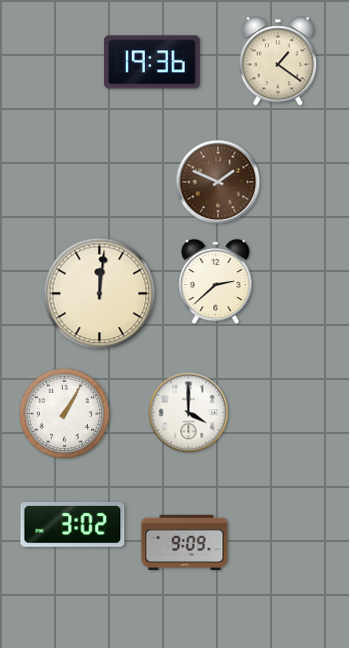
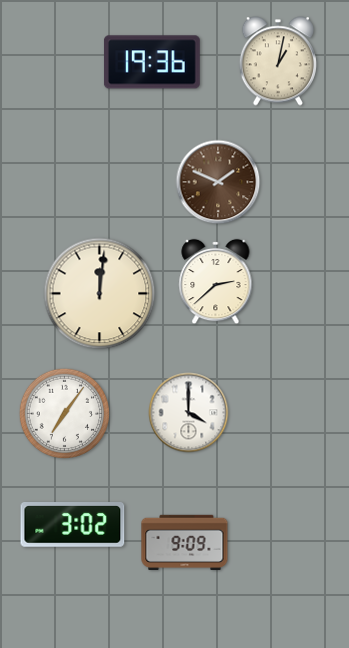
clock at (278, 61): 1:21 -> 1:02
clock at (64, 413): 1:05 -> 7:06
